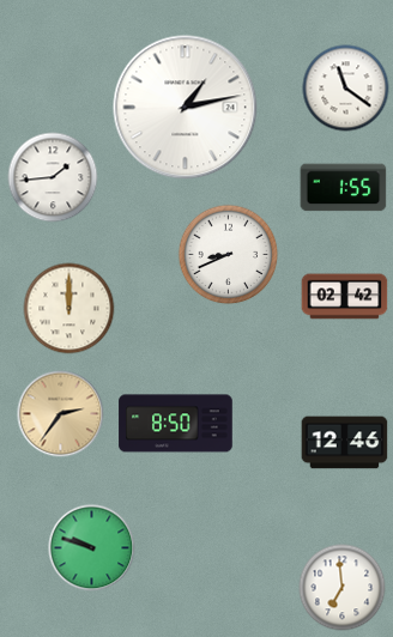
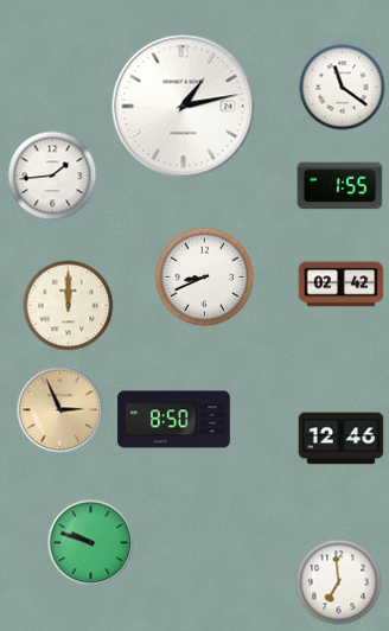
clock at (229, 255) position: (229, 255) -> (205, 278)
clock at (345, 297) position: (345, 297) -> (342, 285)
clock at (61, 414): 2:36 -> 2:56
